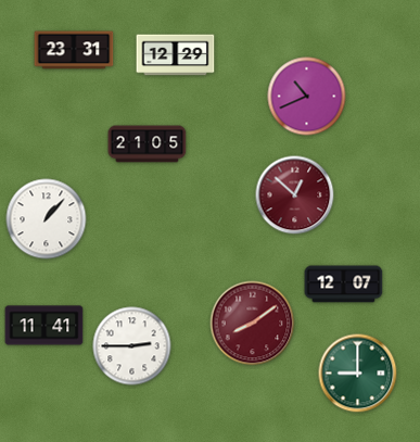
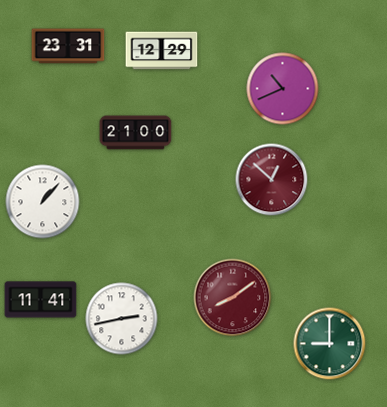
clock at (148, 144): 21:05 -> 21:00
clock at (344, 285): 12:07 -> none
clock at (132, 346): 2:45 -> 2:43
